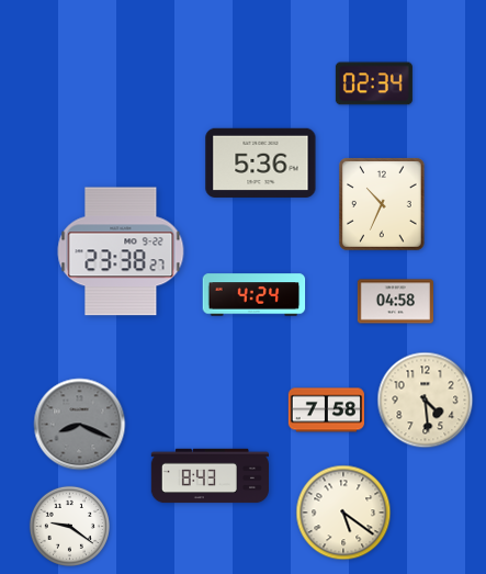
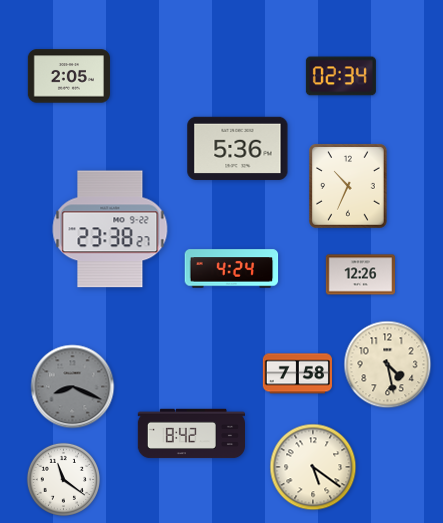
clock at (69, 76): none -> 2:05
clock at (395, 302): 04:58 -> 12:26
clock at (426, 401): 4:29 -> 4:28
clock at (210, 476): 8:43 -> 8:42
clock at (69, 526): 9:21 -> 11:21
